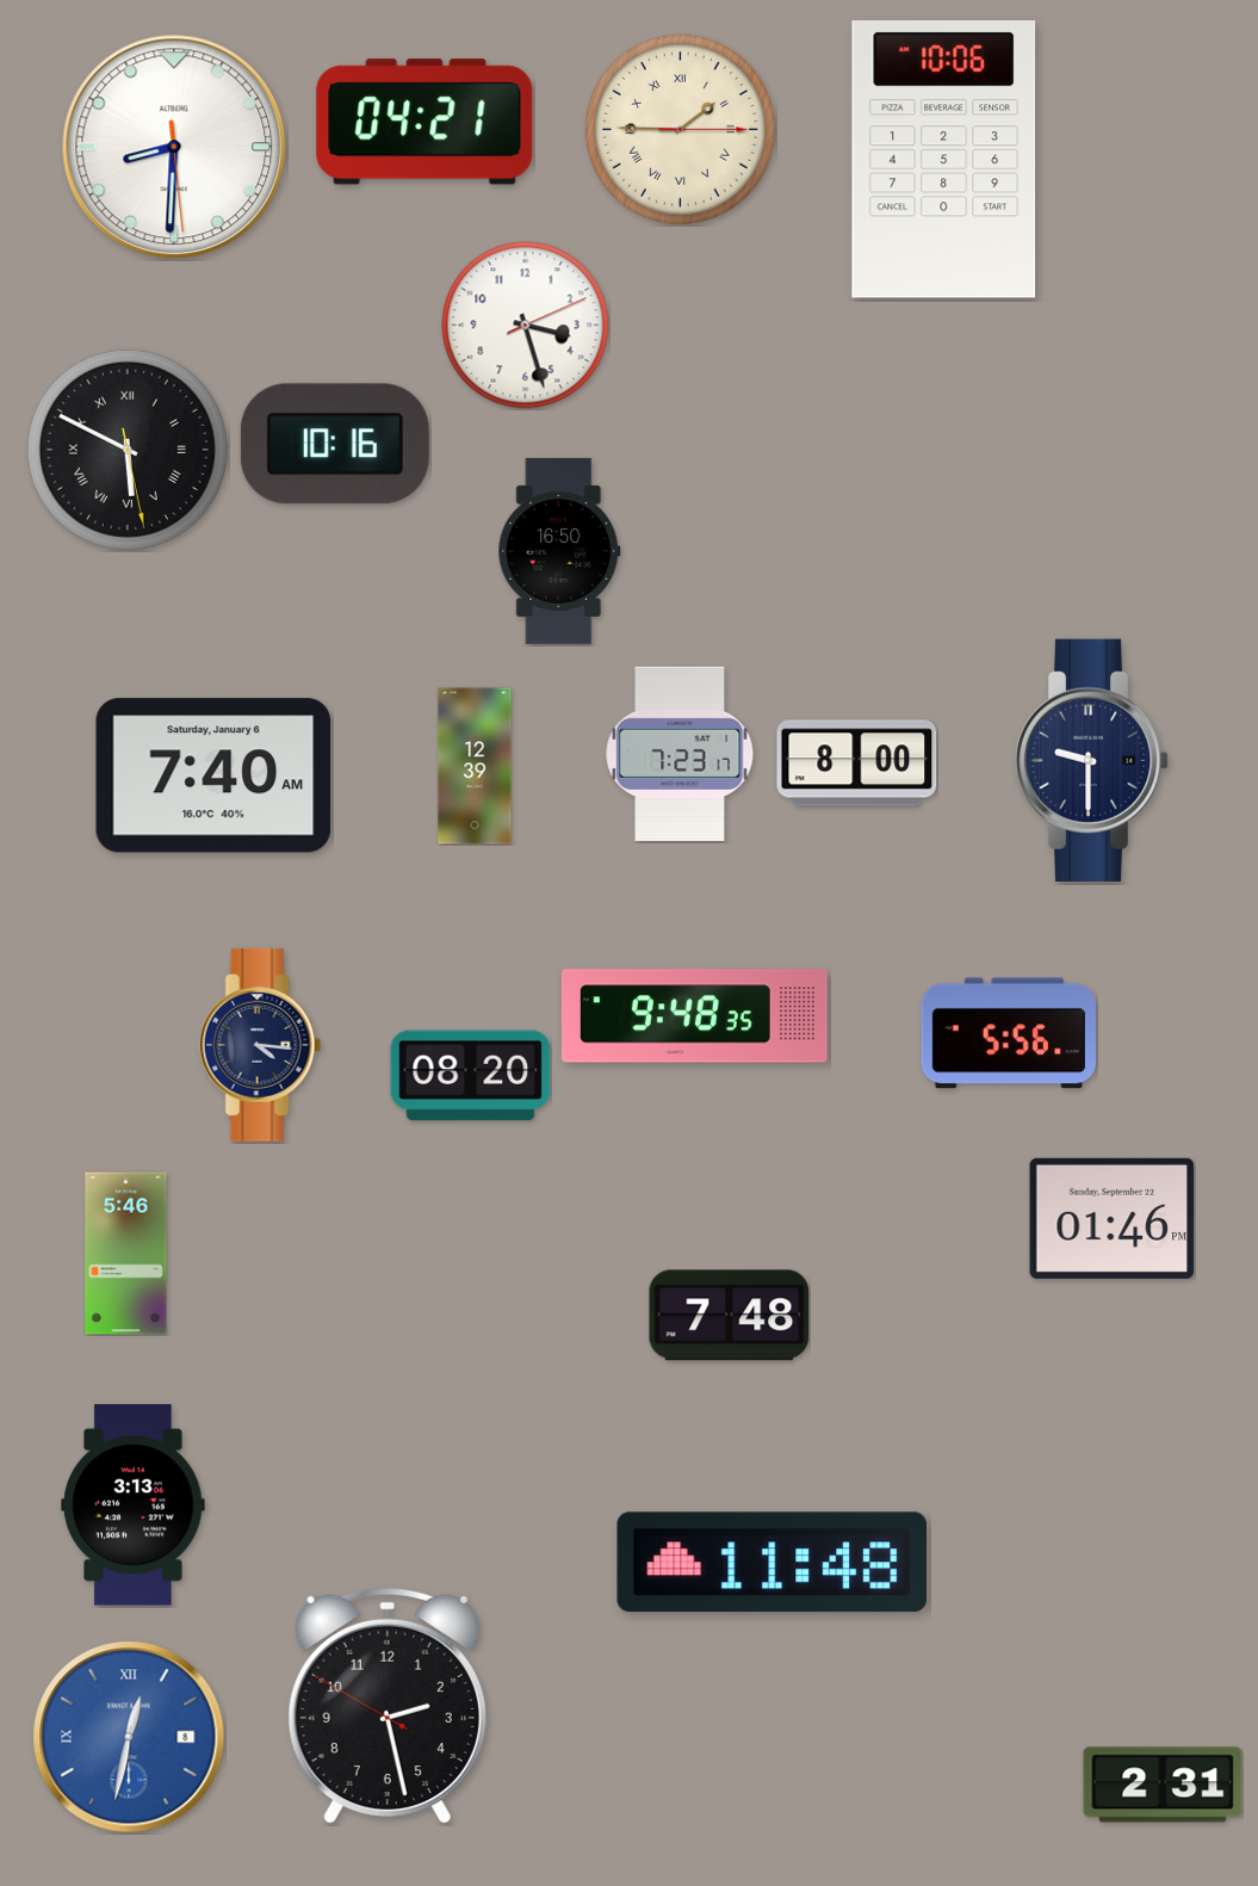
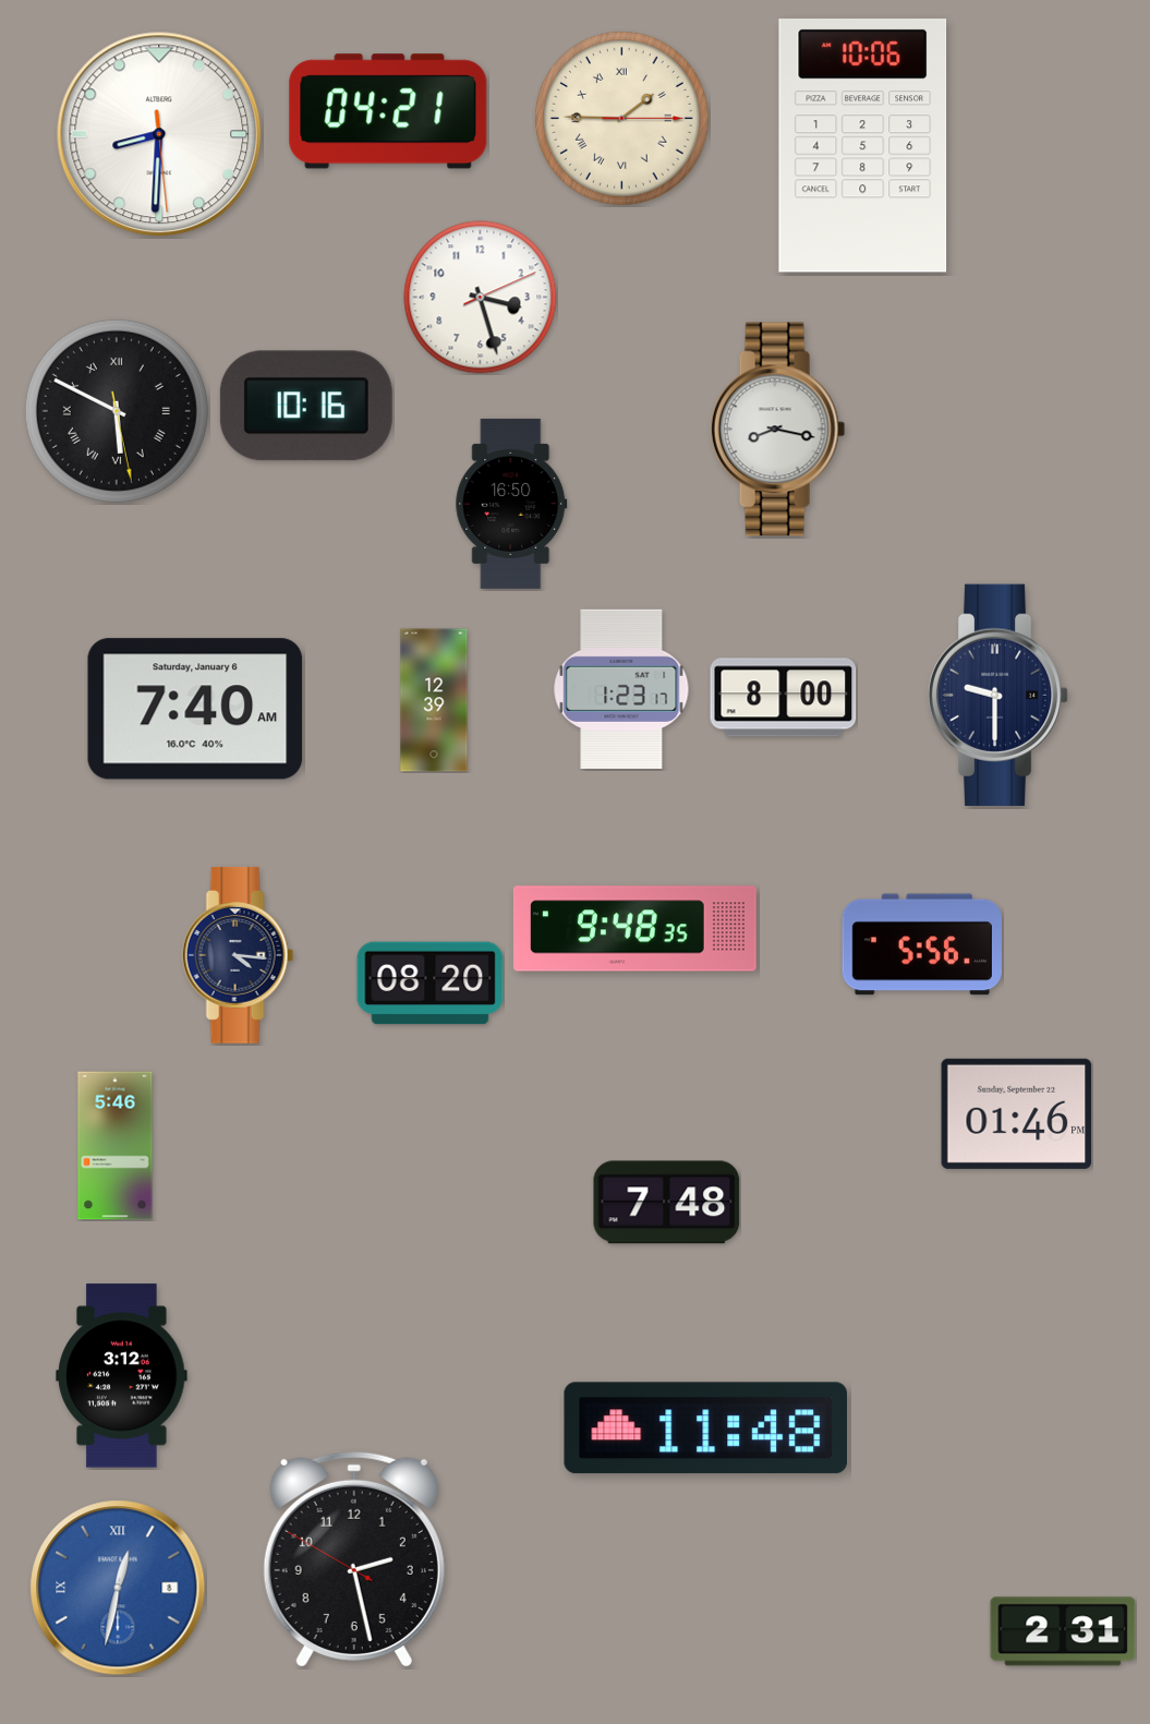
clock at (778, 430): none -> 8:17
clock at (680, 754): 7:23 -> 1:23
clock at (134, 1505): 3:13 -> 3:12
